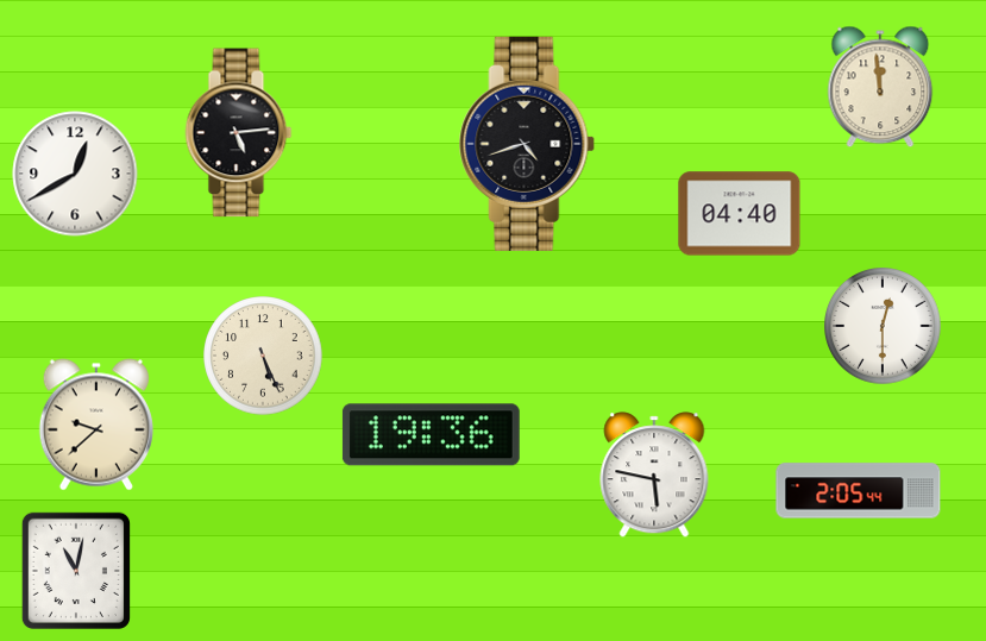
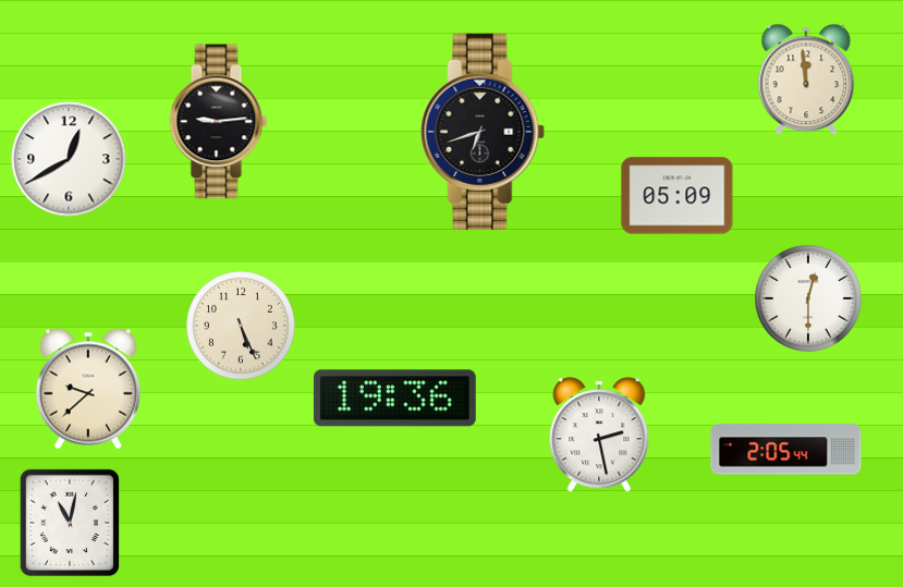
clock at (239, 133): 5:14 -> 9:14
clock at (527, 144): 4:42 -> 6:42
clock at (740, 214): 04:40 -> 05:09
clock at (654, 475): 5:47 -> 2:28
